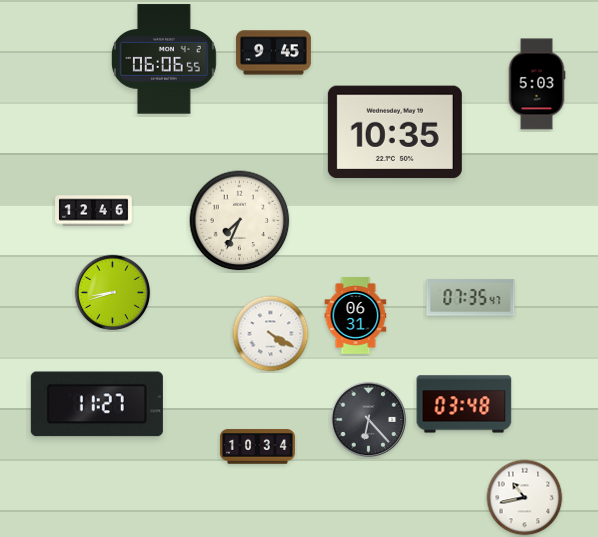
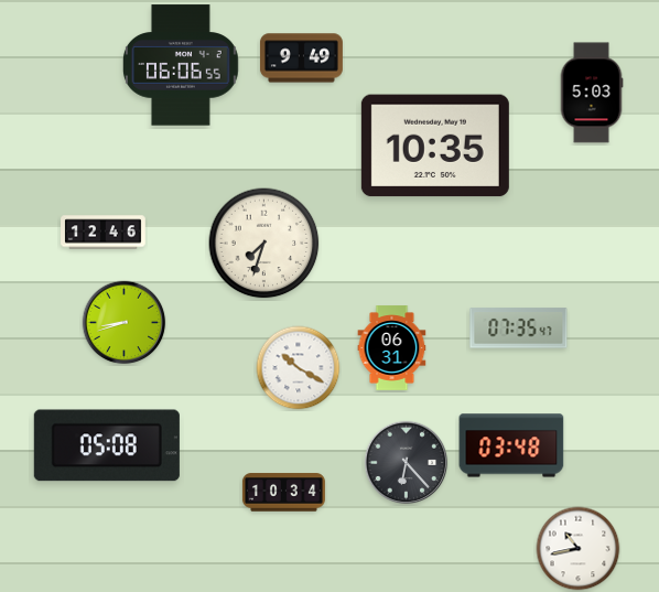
clock at (273, 53): 9:45 -> 9:49
clock at (240, 221): 7:34 -> 7:33
clock at (271, 334): 4:20 -> 10:20
clock at (97, 404): 11:27 -> 05:08
